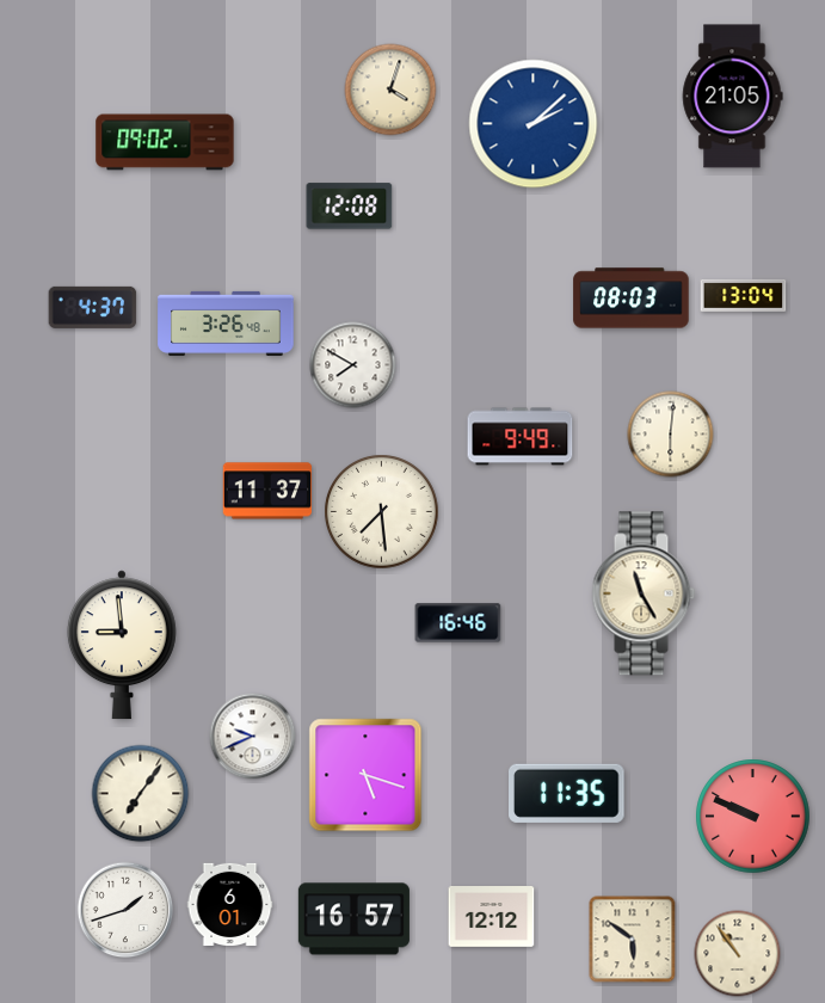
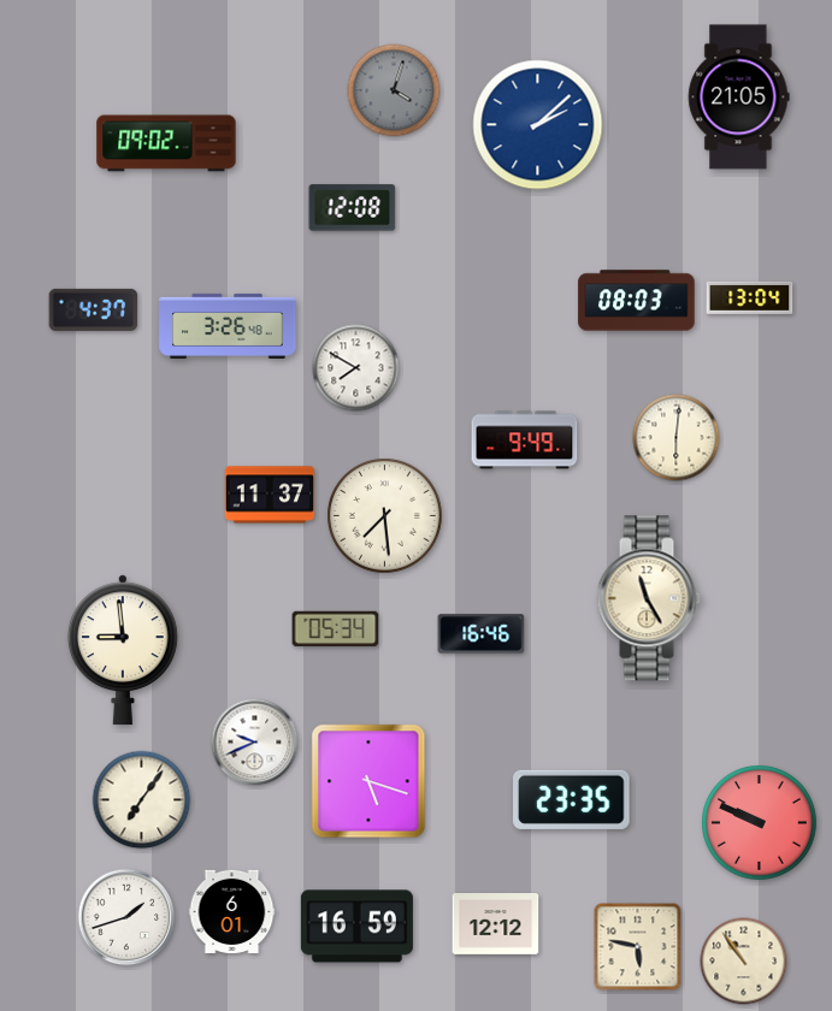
clock at (390, 90) dial: cream -> grey
clock at (458, 623) position: (458, 623) -> (482, 634)
clock at (336, 629): none -> 05:34
clock at (567, 793): 11:35 -> 23:35
clock at (353, 919): 16:57 -> 16:59
clock at (633, 940): 5:51 -> 5:47
